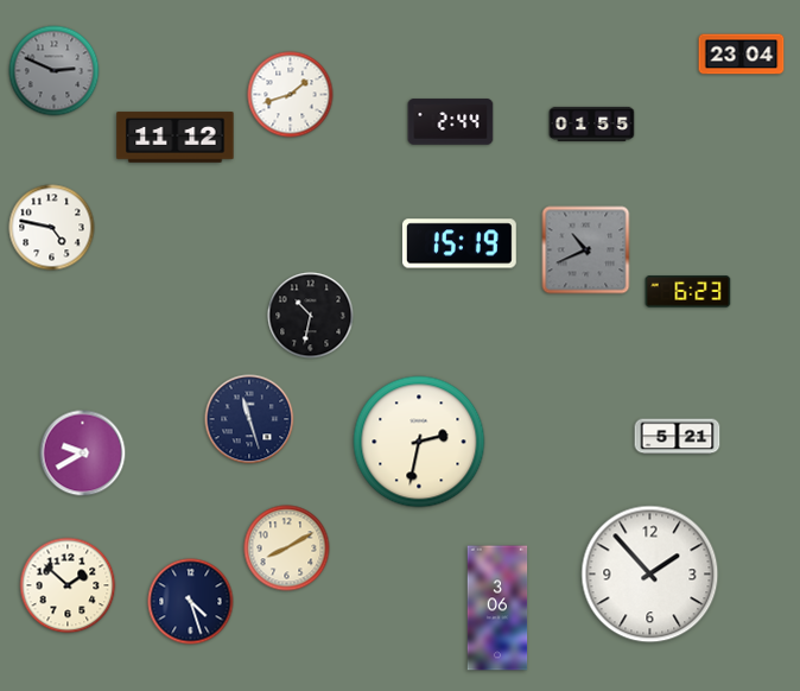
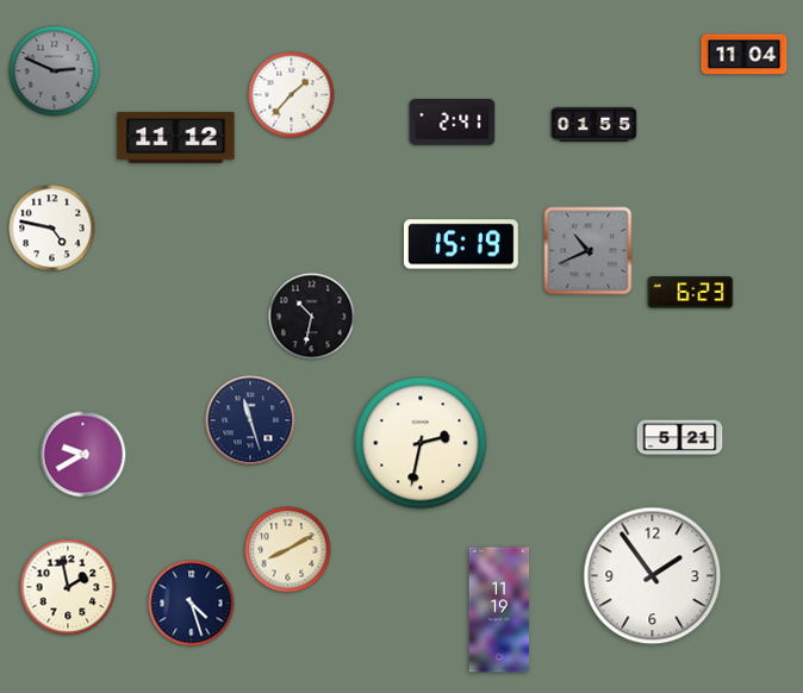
clock at (742, 55): 23:04 -> 11:04
clock at (291, 95): 1:42 -> 1:37
clock at (451, 122): 2:44 -> 2:41
clock at (650, 575): 1:53 -> 1:54
clock at (68, 585): 1:52 -> 1:58
clock at (497, 608): 3:06 -> 11:19
